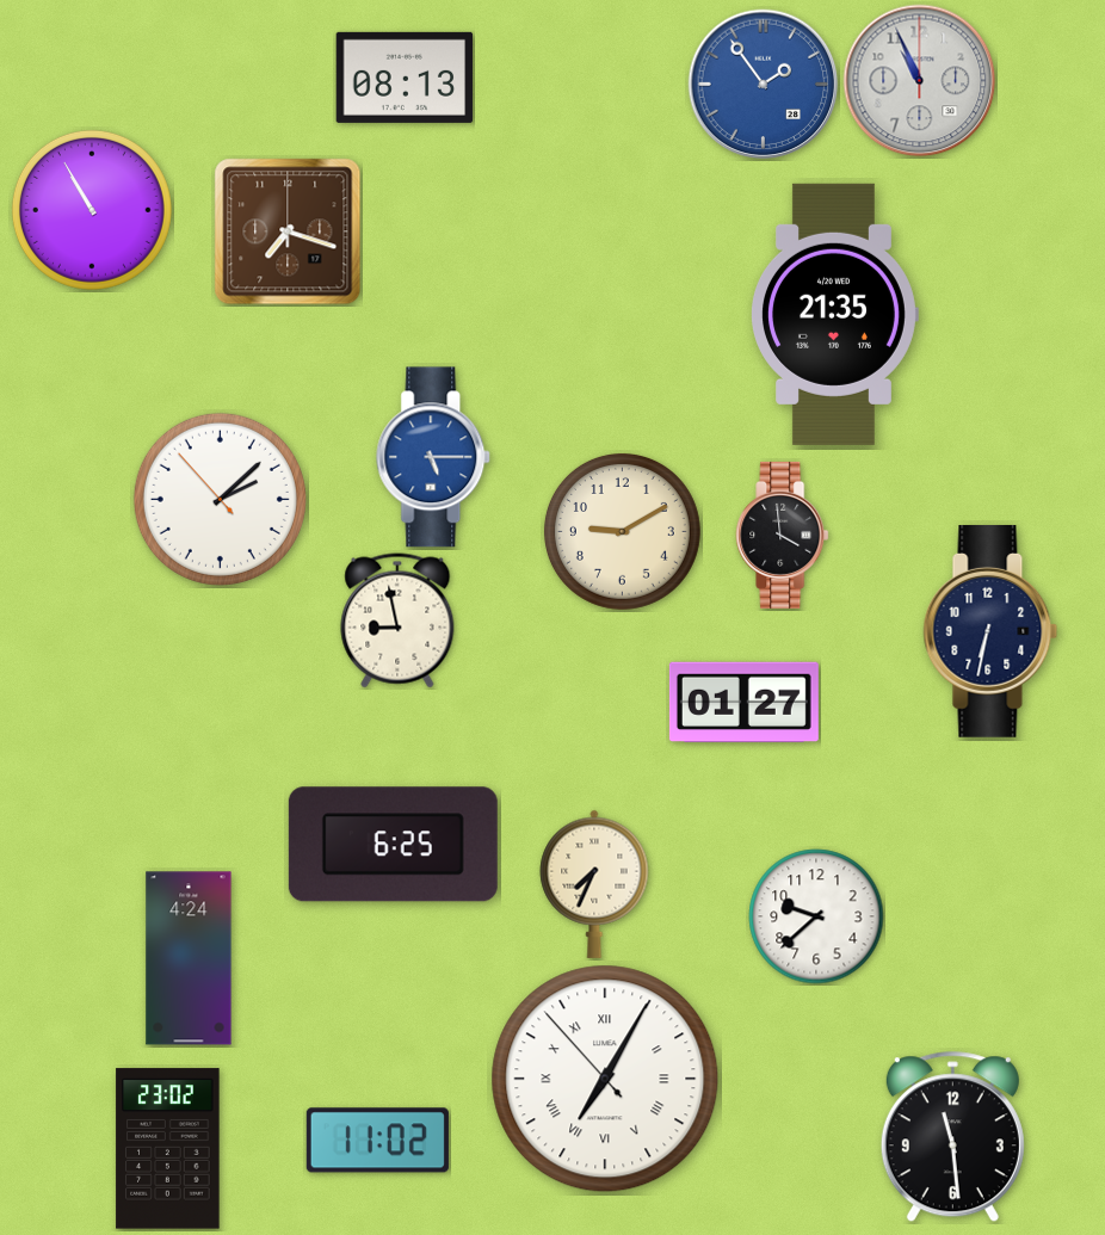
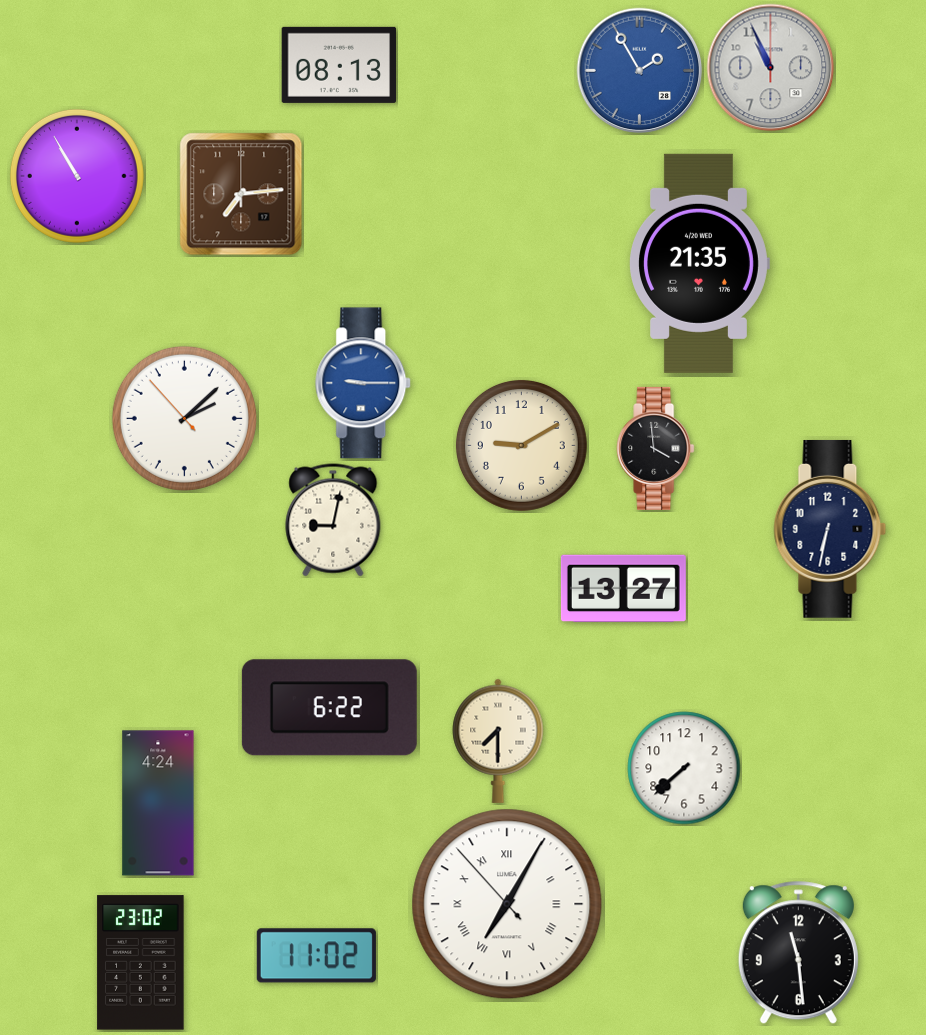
clock at (764, 85): 1:54 -> 1:55
clock at (288, 231): 7:18 -> 7:14
clock at (434, 457): 5:15 -> 9:15
clock at (397, 620): 8:58 -> 9:02
clock at (743, 703): 01:27 -> 13:27
clock at (393, 845): 6:25 -> 6:22
clock at (594, 884): 7:34 -> 7:30
clock at (816, 916): 9:38 -> 7:38
